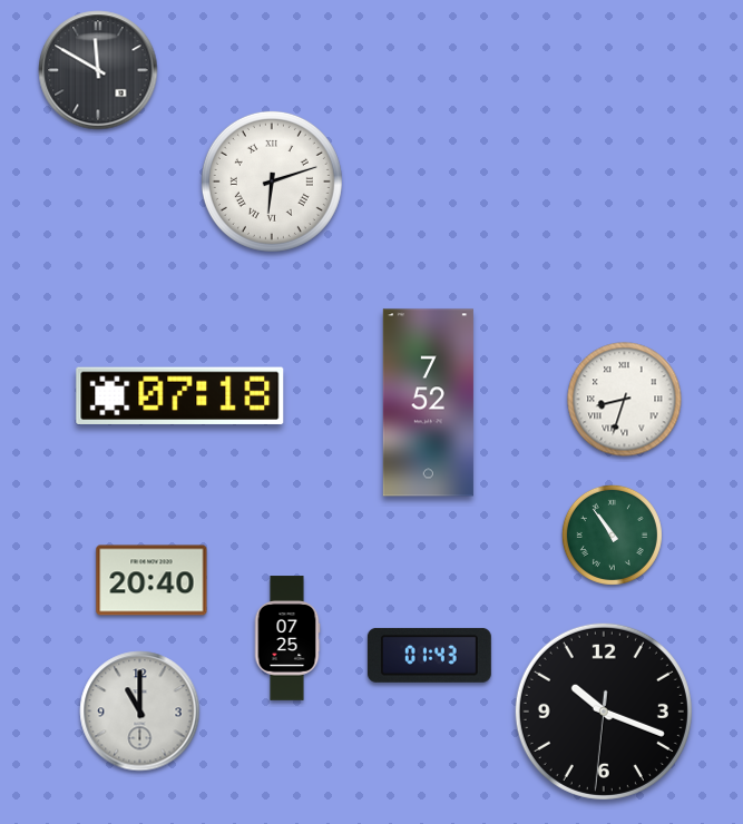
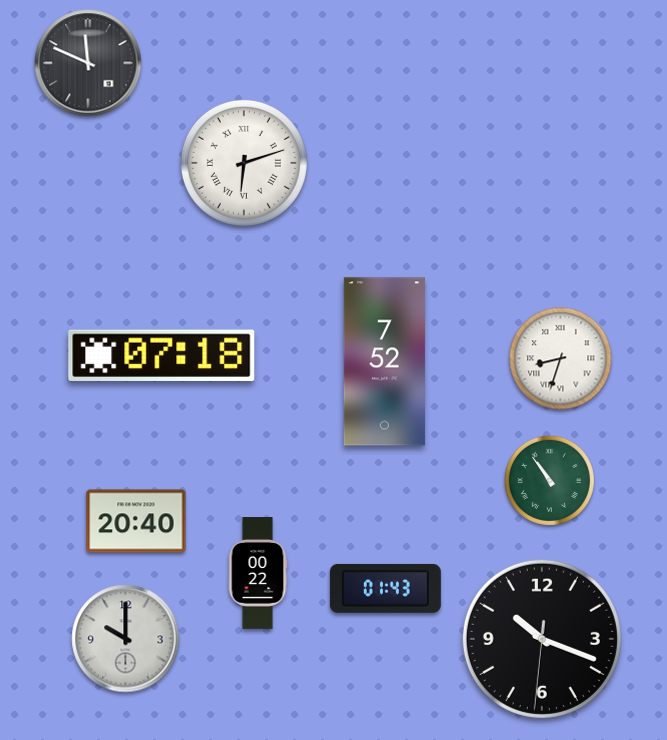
clock at (98, 70): 11:50 -> 11:49
clock at (287, 638): 07:25 -> 00:22
clock at (140, 712): 11:00 -> 10:00
